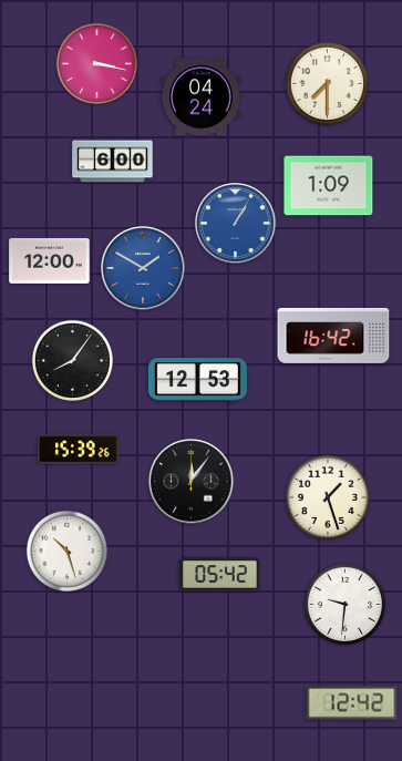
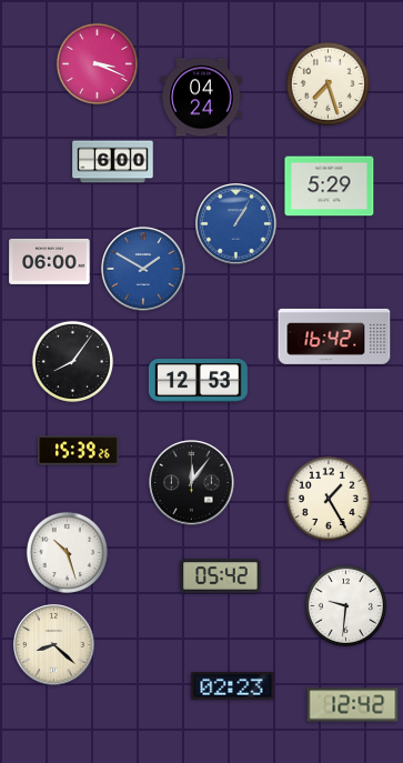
clock at (96, 63): 3:17 -> 3:19
clock at (327, 83): 7:30 -> 7:27
clock at (329, 186): 1:09 -> 5:29
clock at (50, 260): 12:00 -> 06:00
clock at (328, 497): 1:27 -> 1:25
clock at (54, 645): none -> 8:22
clock at (233, 686): none -> 02:23
